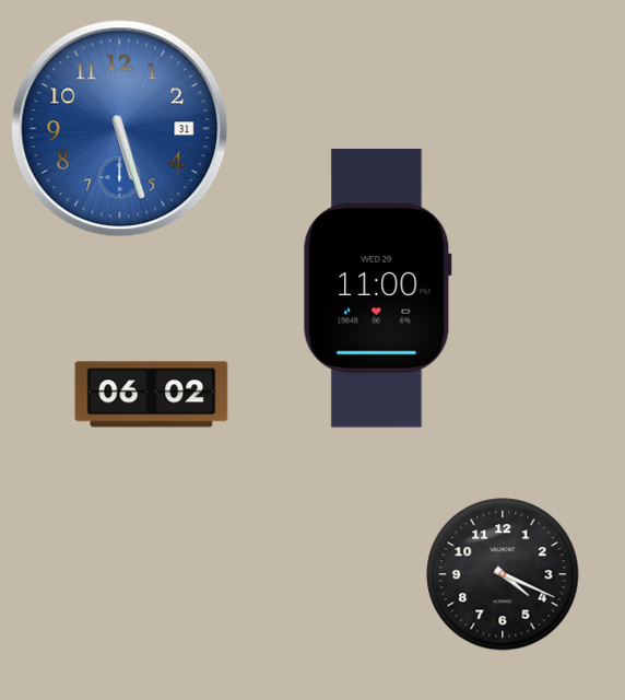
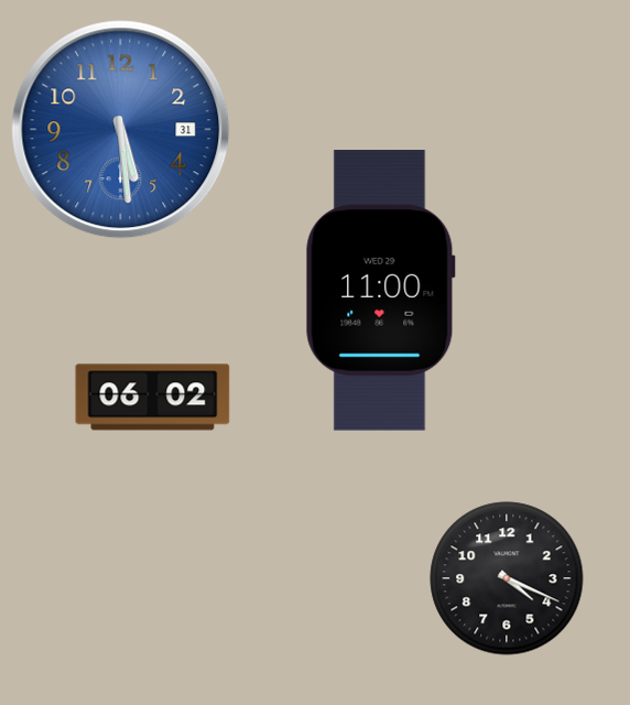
clock at (120, 129): 5:27 -> 5:29
